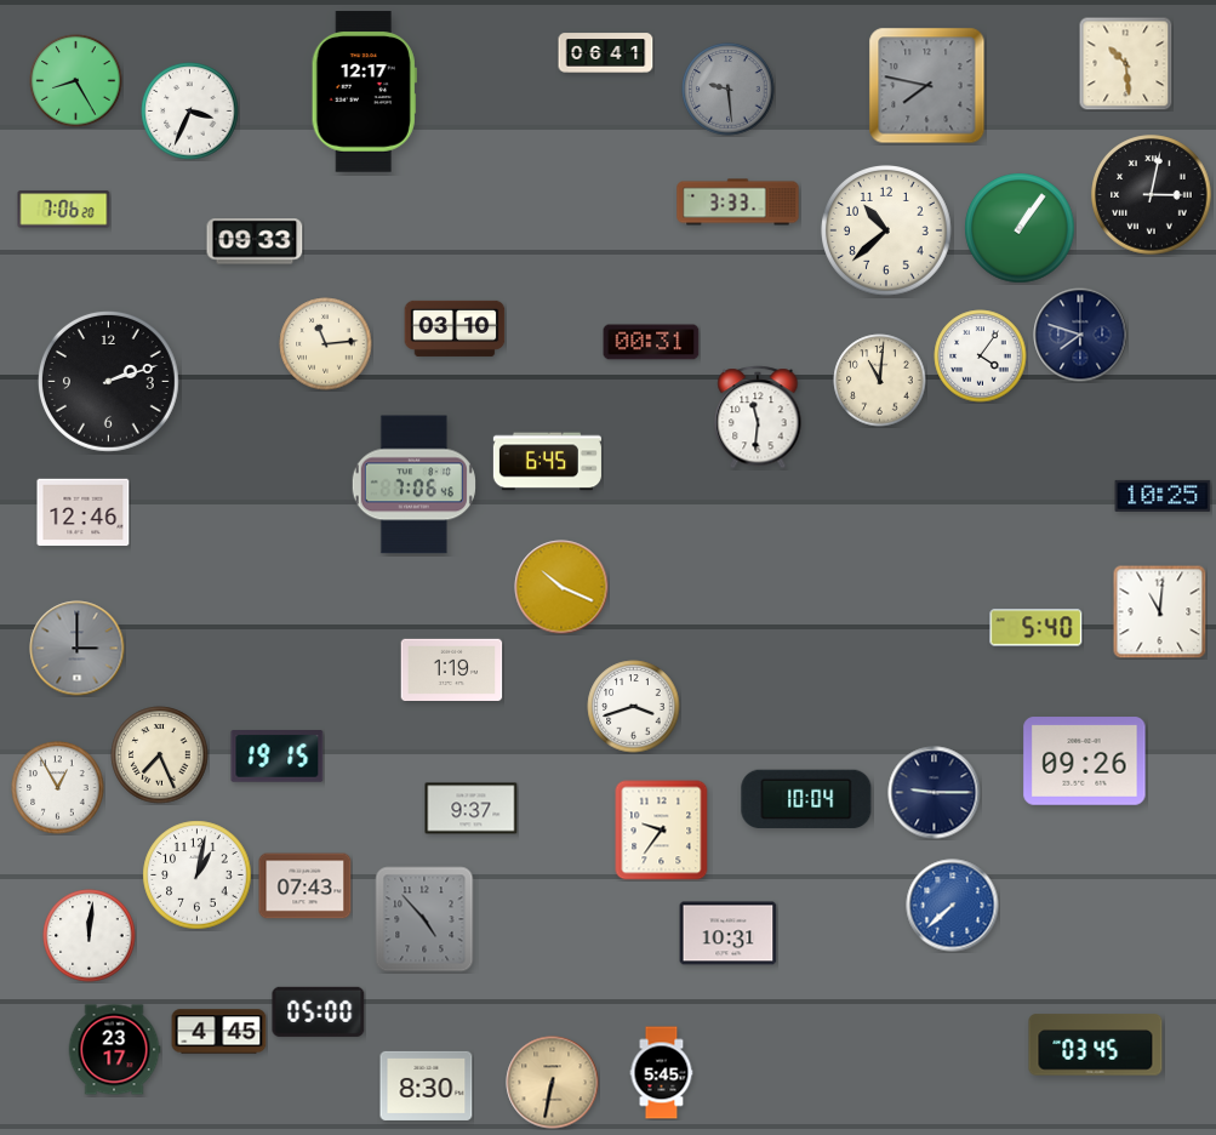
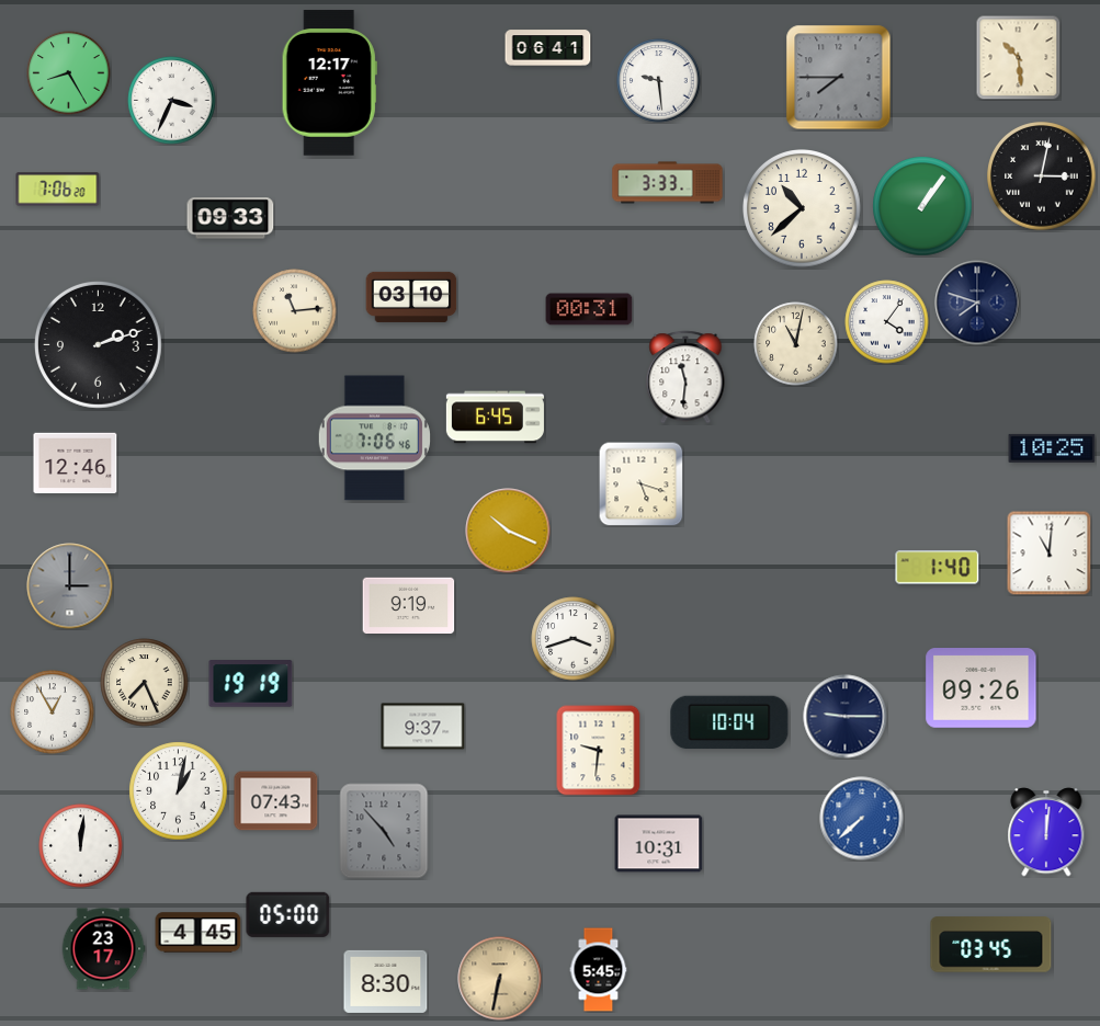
clock at (927, 86): 7:47 -> 7:45
clock at (729, 90) dial: grey -> white
clock at (880, 381): 11:01 -> 11:02
clock at (640, 483): none -> 5:18
clock at (1037, 628): 5:40 -> 1:40
clock at (452, 669): 1:19 -> 9:19
clock at (278, 757): 19:15 -> 19:19
clock at (472, 809) position: (472, 809) -> (423, 727)
clock at (662, 831): 9:36 -> 9:31
clock at (1046, 832): none -> 12:01
